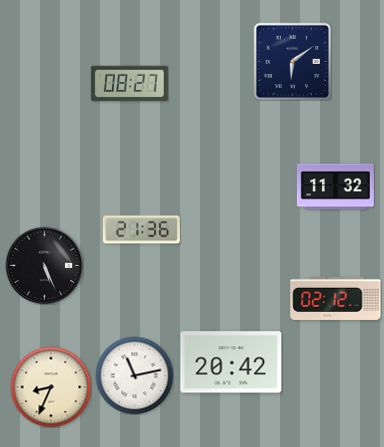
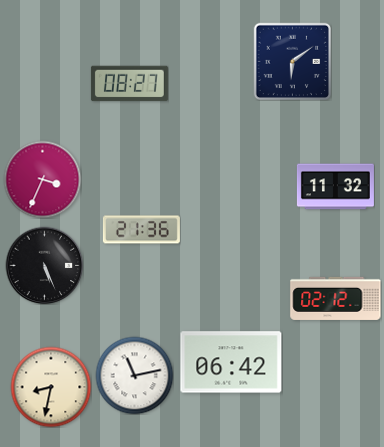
clock at (42, 179): none -> 3:34
clock at (231, 362): 20:42 -> 06:42
clock at (51, 387): 8:34 -> 8:32
